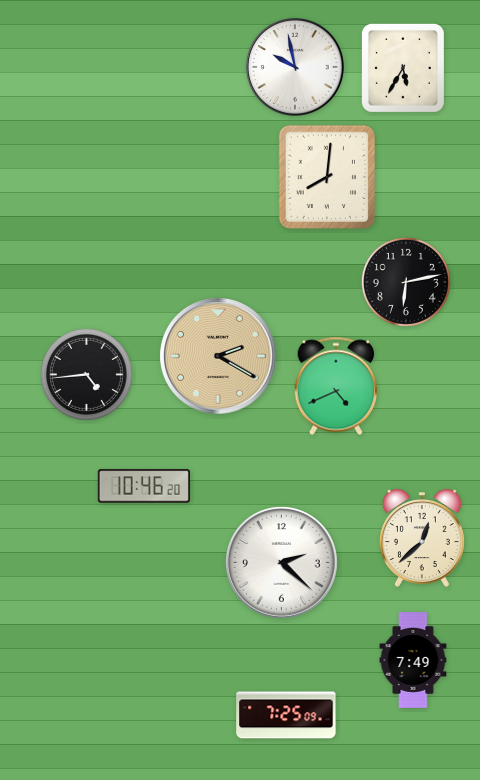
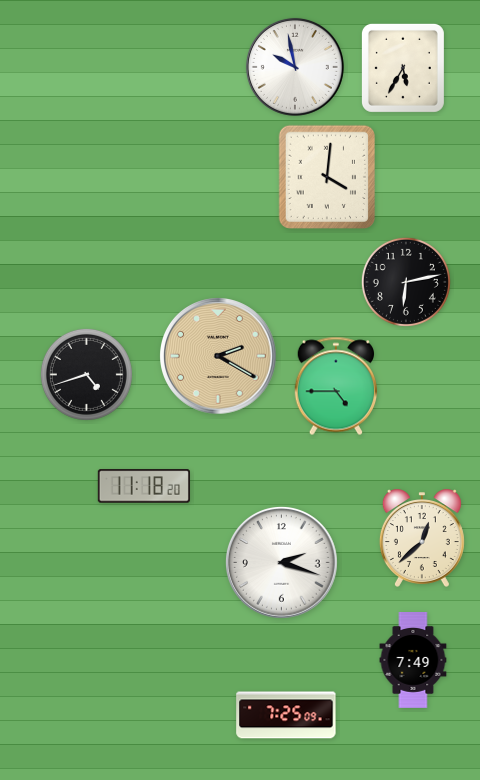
clock at (326, 176): 8:01 -> 4:01
clock at (86, 374): 4:44 -> 4:42
clock at (335, 386): 4:41 -> 4:45
clock at (144, 486): 10:46 -> 11:18
clock at (282, 563): 2:22 -> 2:18
